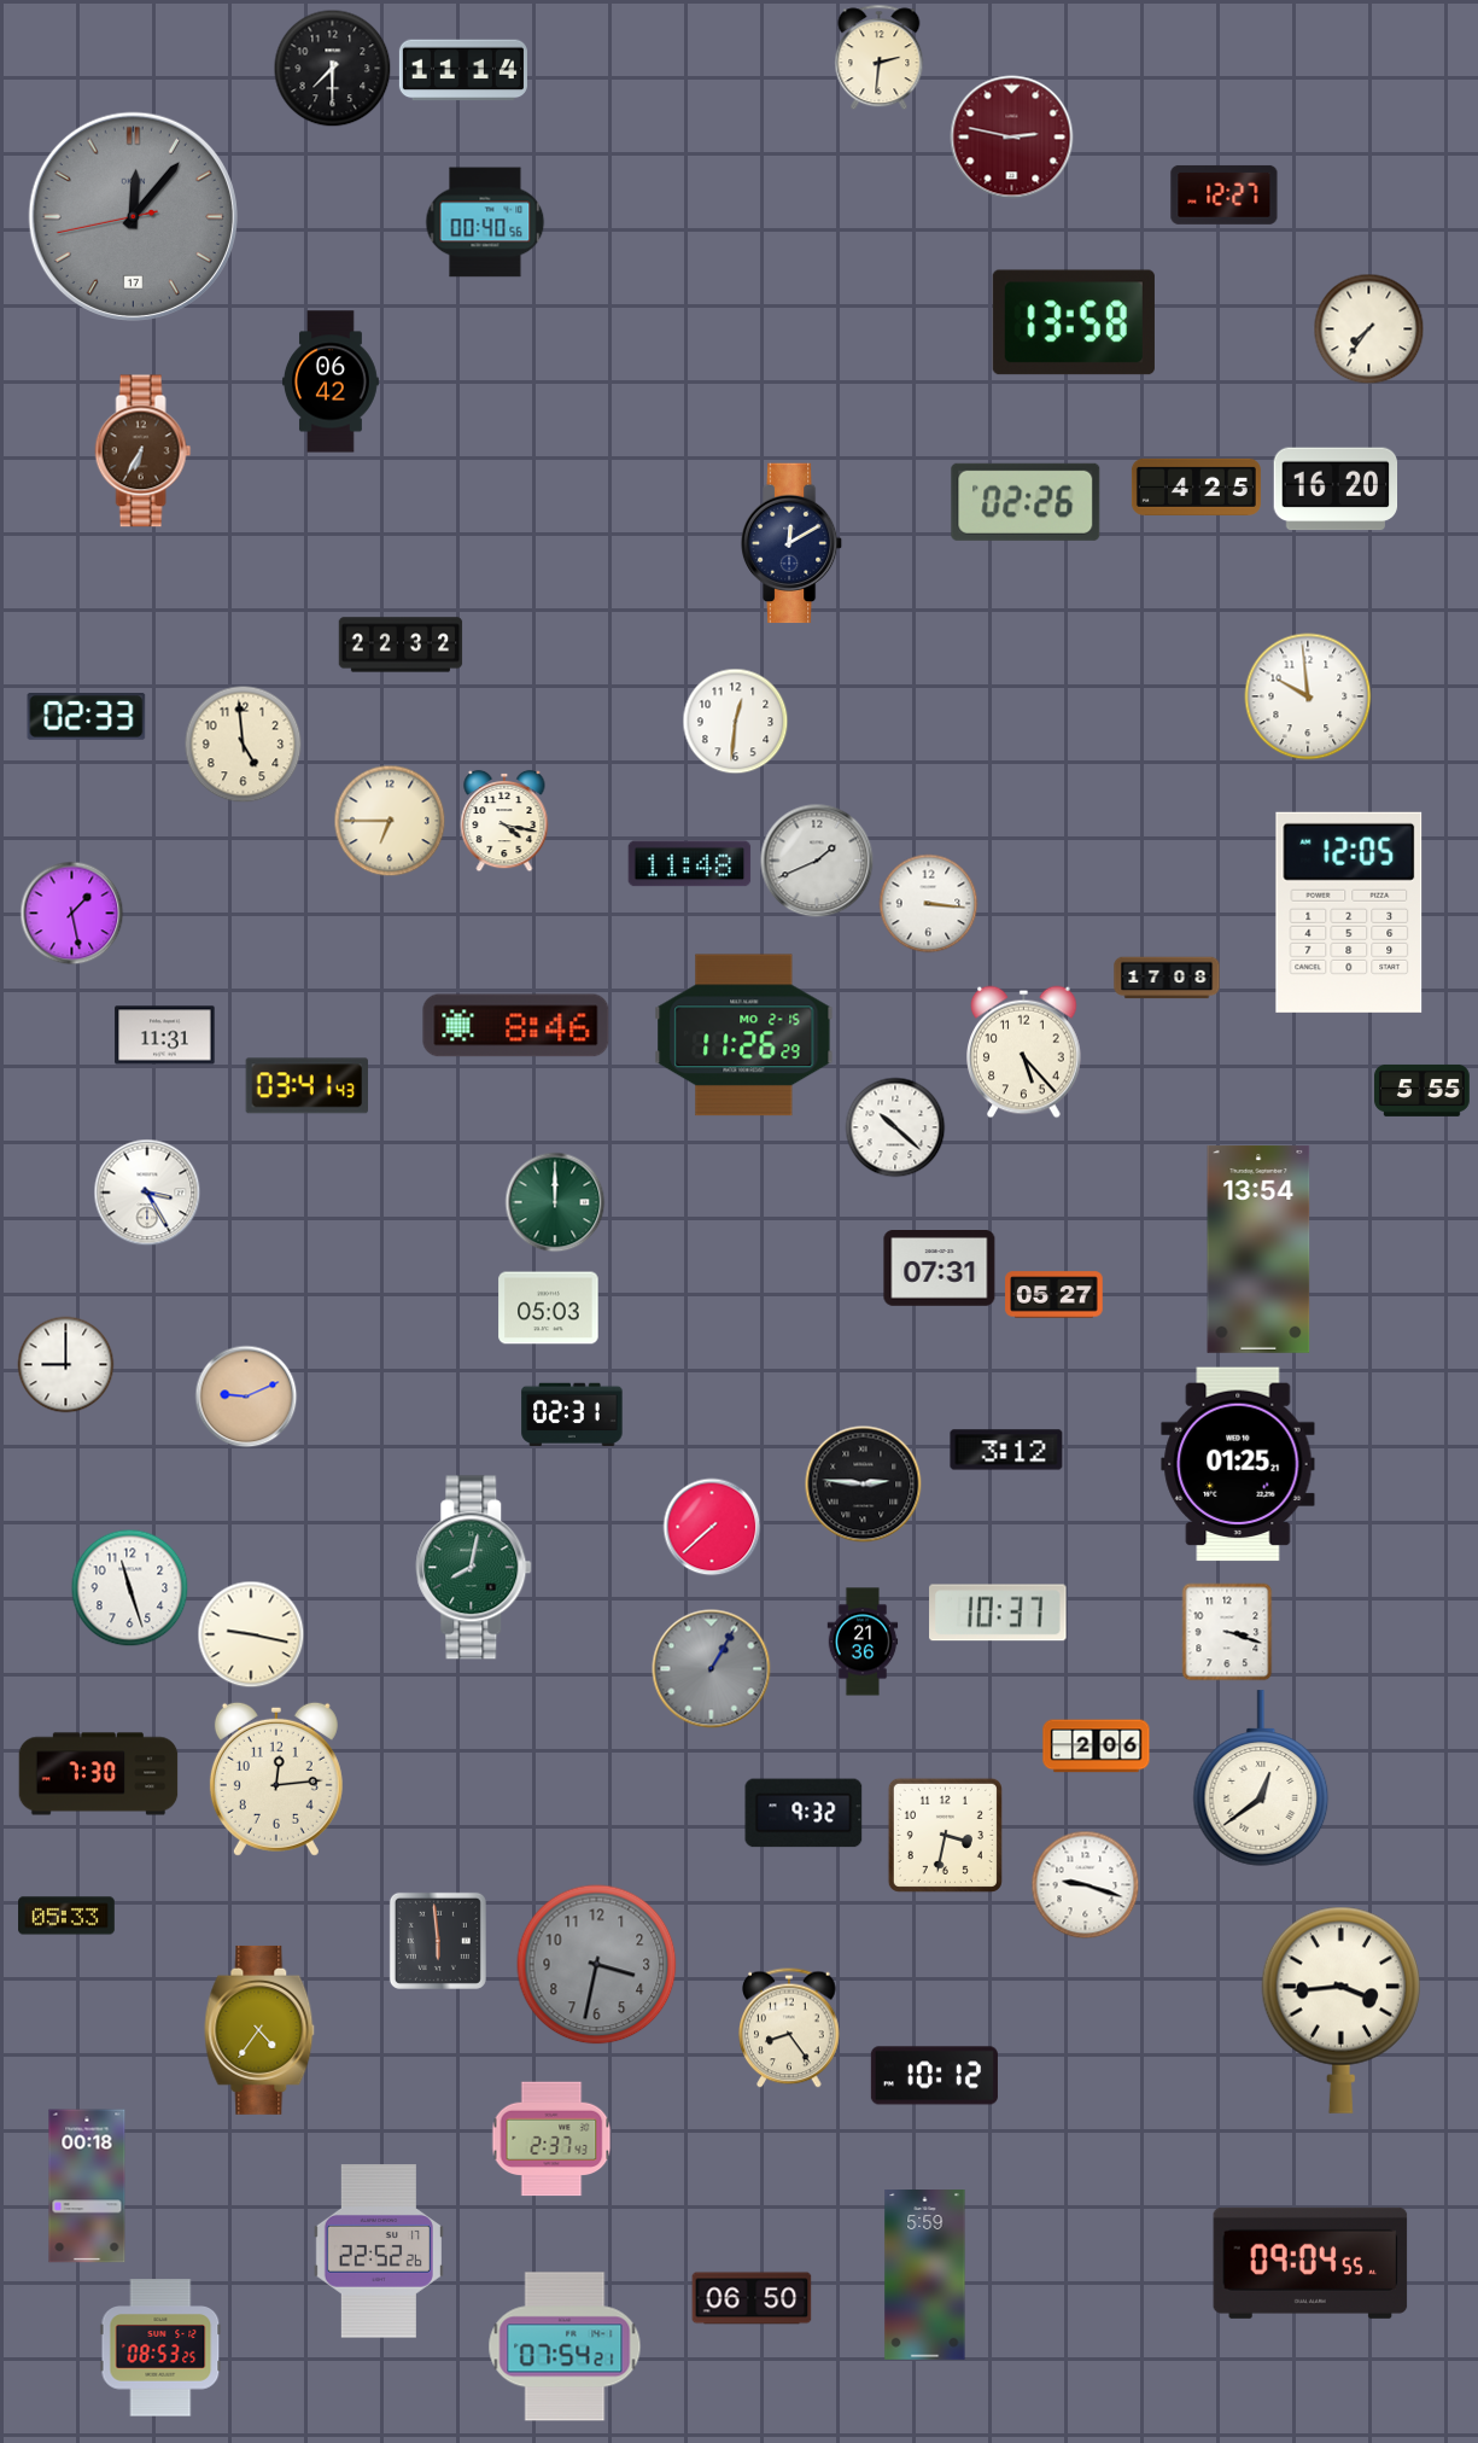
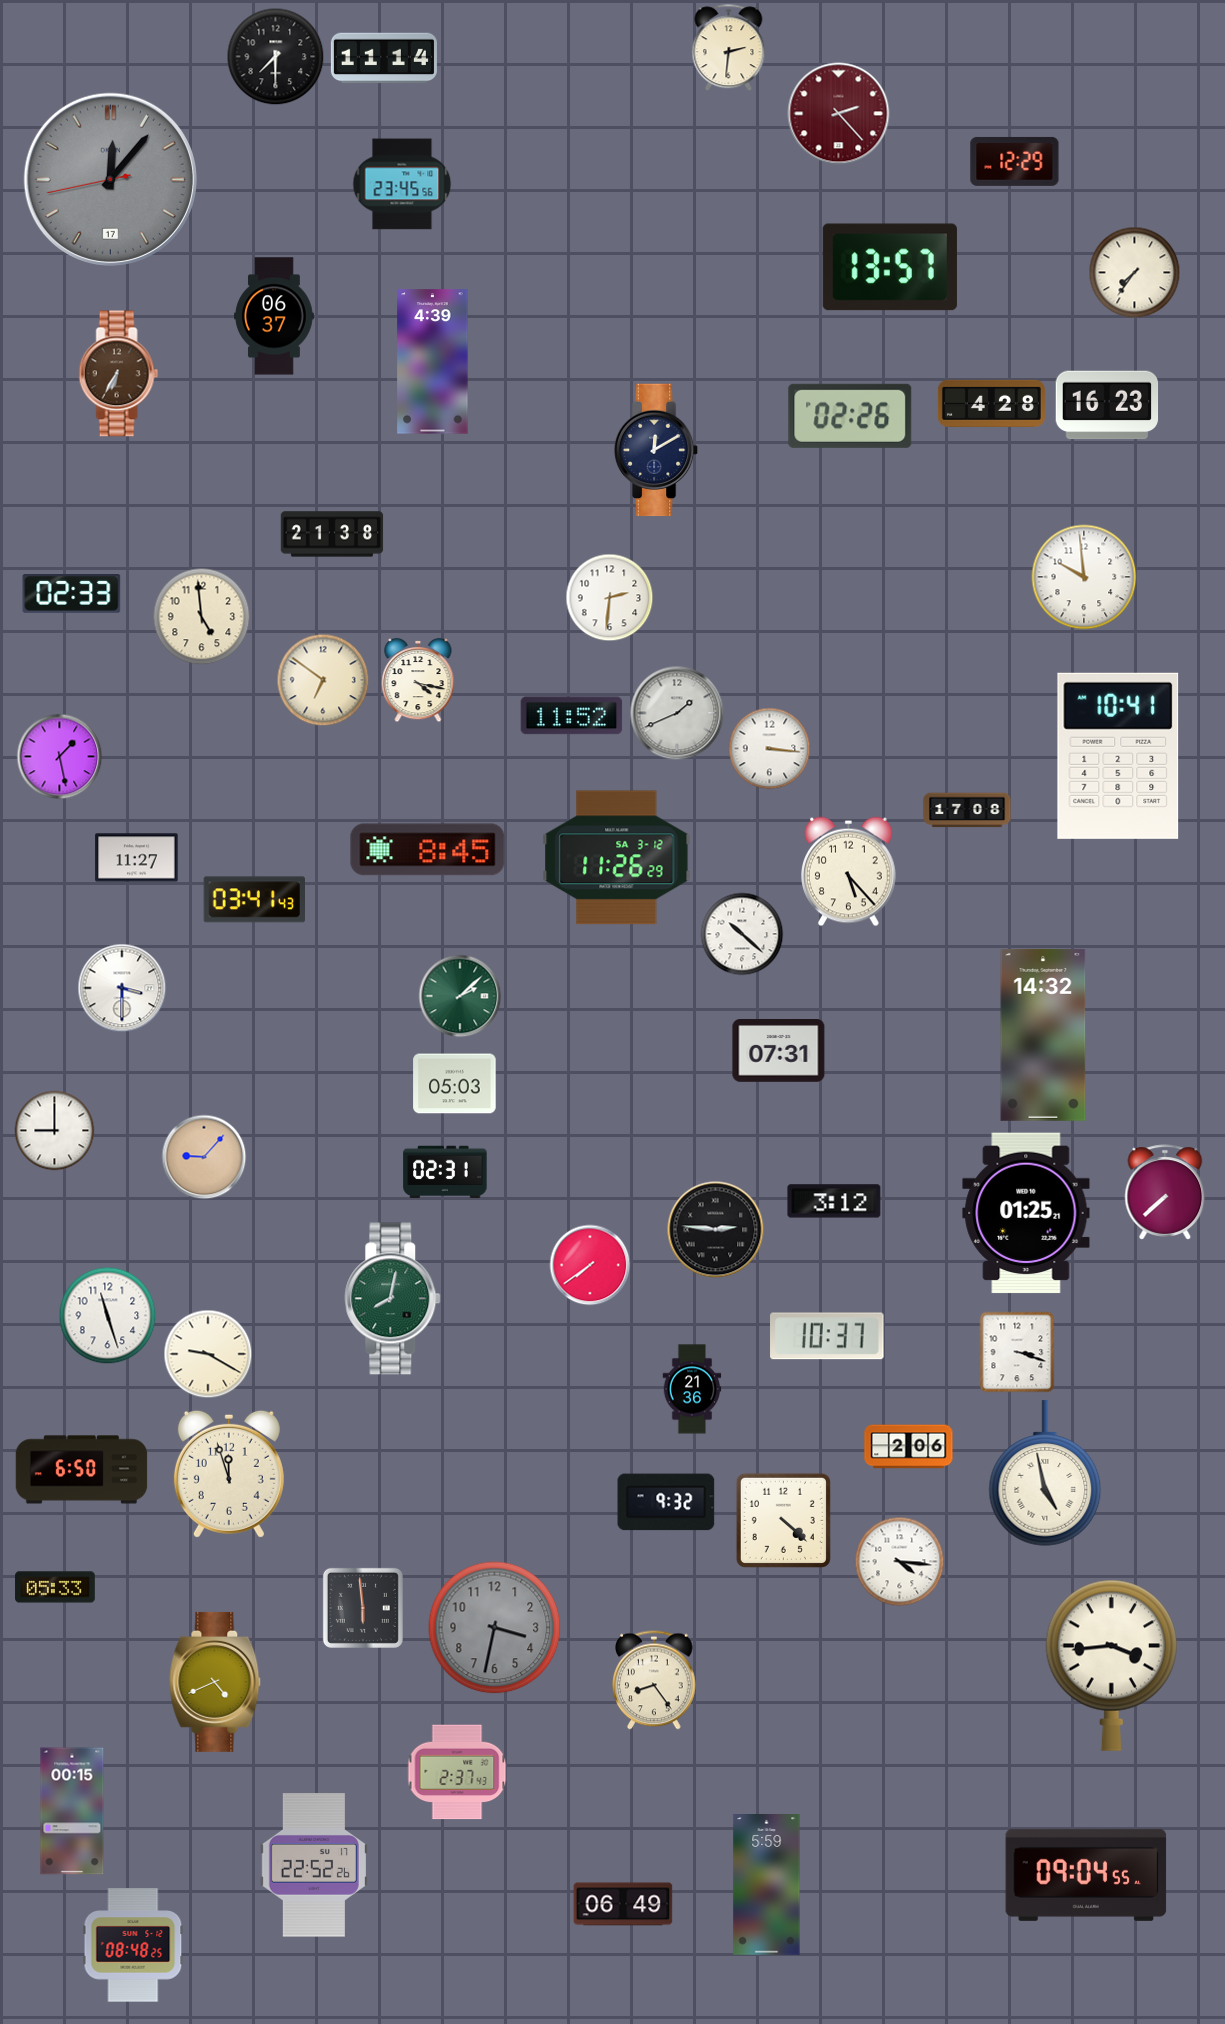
clock at (1012, 138): 2:47 -> 2:23
clock at (1225, 194): 12:27 -> 12:29
clock at (485, 222): 00:40 -> 23:45
clock at (1074, 322): 13:58 -> 13:57
clock at (331, 381): 06:42 -> 06:37
clock at (433, 362): none -> 4:39
clock at (1196, 486): 4:25 -> 4:28
clock at (1336, 489): 16:20 -> 16:23
clock at (401, 645): 22:32 -> 21:38
clock at (736, 722): 12:31 -> 2:31
clock at (390, 821): 6:45 -> 6:51
clock at (690, 864): 11:48 -> 11:52
clock at (1349, 913): 12:05 -> 10:41
clock at (516, 1026): 8:46 -> 8:45
clock at (165, 1036): 11:31 -> 11:27
clock at (744, 1036) date: MO 2-15 -> SA 3-12
clock at (1422, 1090): 5:55 -> none
clock at (147, 1193): 3:25 -> 3:30
clock at (555, 1202): 12:00 -> 2:08
clock at (1258, 1249): 13:54 -> 14:32
clock at (1055, 1295): 05:27 -> none
clock at (246, 1397): 9:11 -> 9:07
clock at (572, 1415) position: (572, 1415) -> (445, 1172)
clock at (1165, 1192): none -> 7:38
clock at (712, 1527): 7:38 -> 7:39
clock at (251, 1634): 9:17 -> 9:20
clock at (863, 1642) position: (863, 1642) -> (692, 1389)
clock at (712, 1669): 1:05 -> none
clock at (99, 1774): 7:30 -> 6:50
clock at (1261, 1778): 12:39 -> 4:58
clock at (276, 1779): 12:14 -> 11:57
clock at (945, 1835): 3:32 -> 4:22
clock at (1086, 1885): 9:18 -> 4:16
clock at (259, 2030): 4:36 -> 4:41
clock at (934, 2076): 10:12 -> none
clock at (87, 2186): 00:18 -> 00:15
clock at (752, 2298): 06:50 -> 06:49
clock at (565, 2346): 07:54 -> none
clock at (160, 2348): 08:53 -> 08:48
